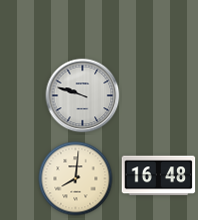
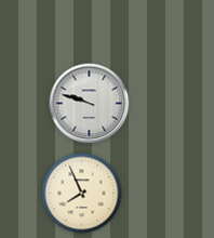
clock at (159, 176): 16:48 -> none
clock at (76, 179): 8:01 -> 7:56
